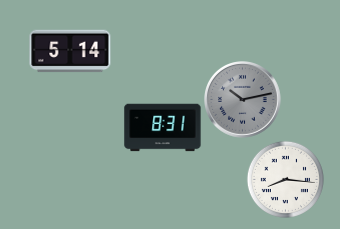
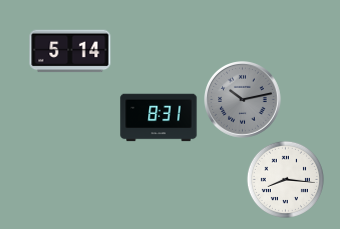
clock at (163, 128) position: (163, 128) -> (159, 118)
